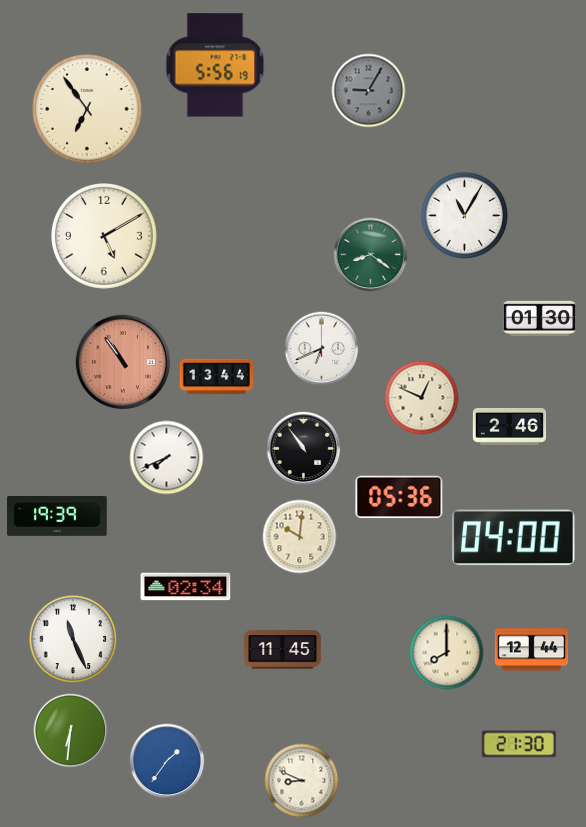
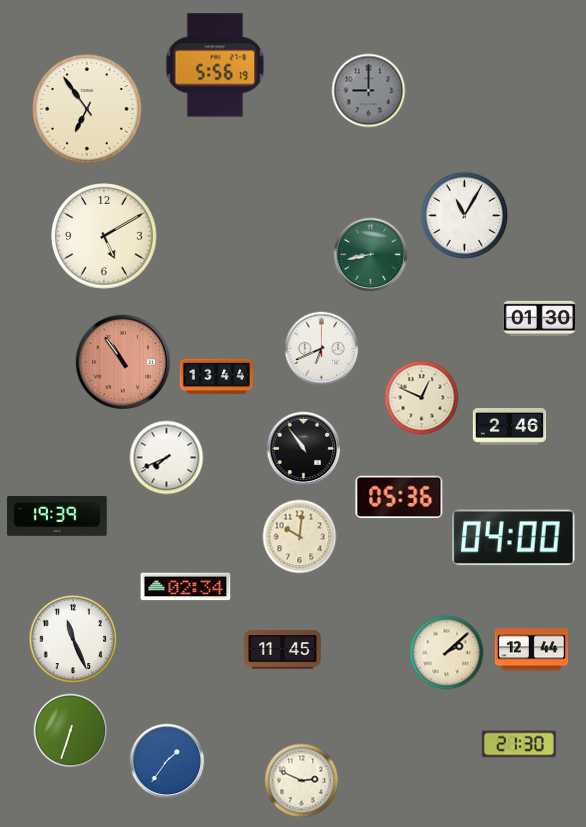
clock at (369, 91): 9:05 -> 9:00
clock at (371, 255): 8:21 -> 8:43
clock at (447, 653): 8:00 -> 2:08
clock at (71, 731): 6:31 -> 6:33
clock at (302, 781): 8:49 -> 2:49
